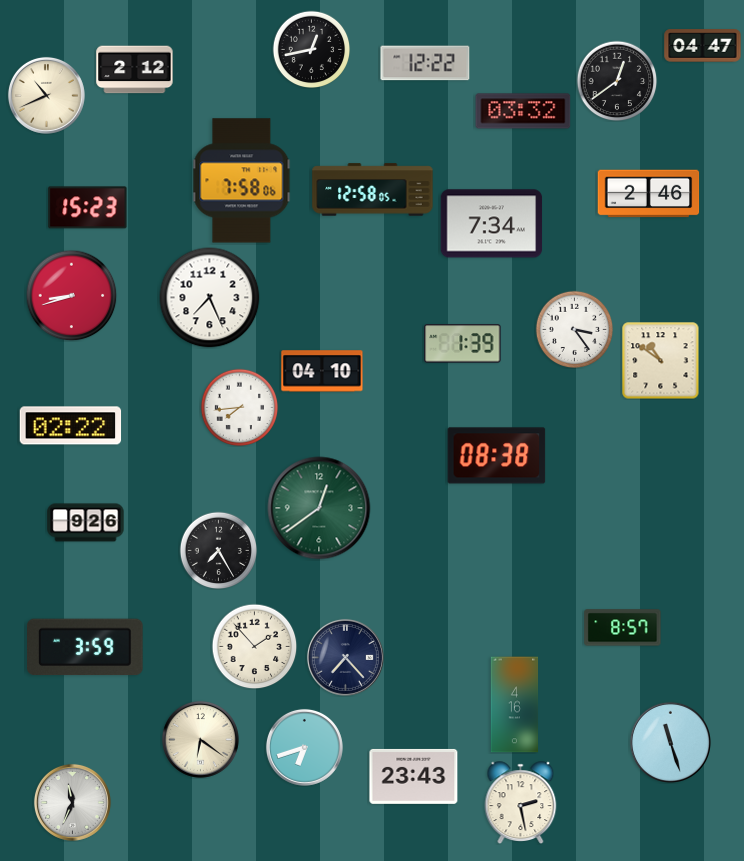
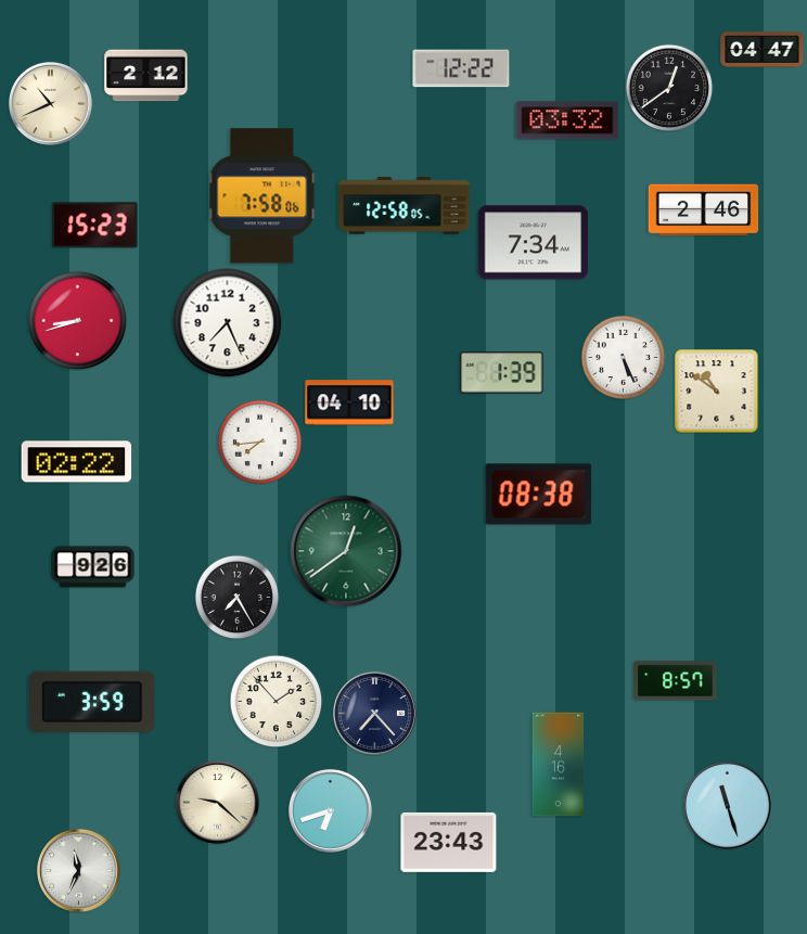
clock at (311, 49): 12:43 -> none
clock at (574, 329): 3:24 -> 5:26
clock at (200, 739): 6:21 -> 9:22
clock at (521, 802): 2:28 -> none
